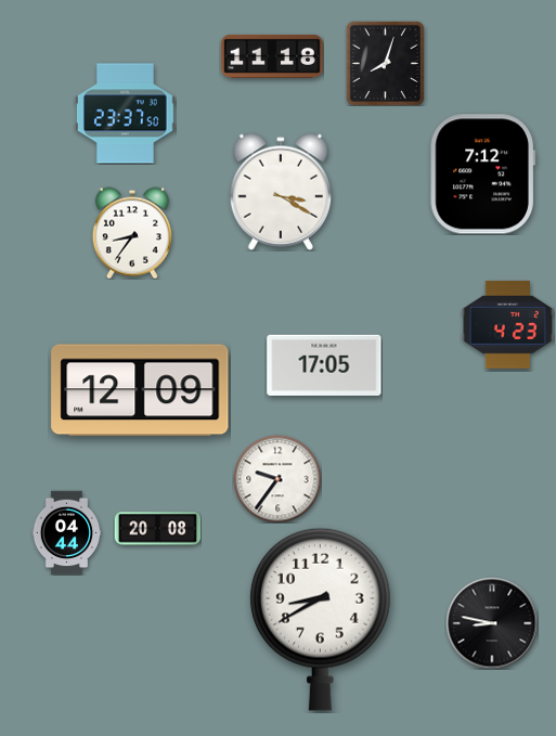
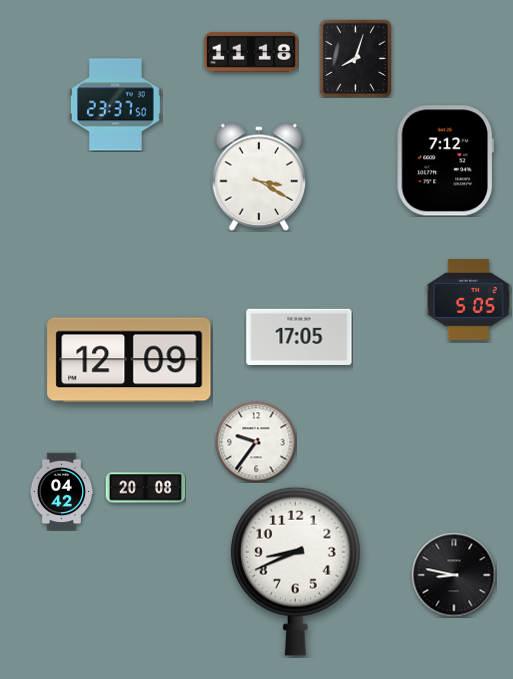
clock at (132, 233): 8:36 -> none
clock at (507, 324): 4:23 -> 5:05
clock at (67, 532): 04:44 -> 04:42
clock at (320, 619): 8:40 -> 8:41
